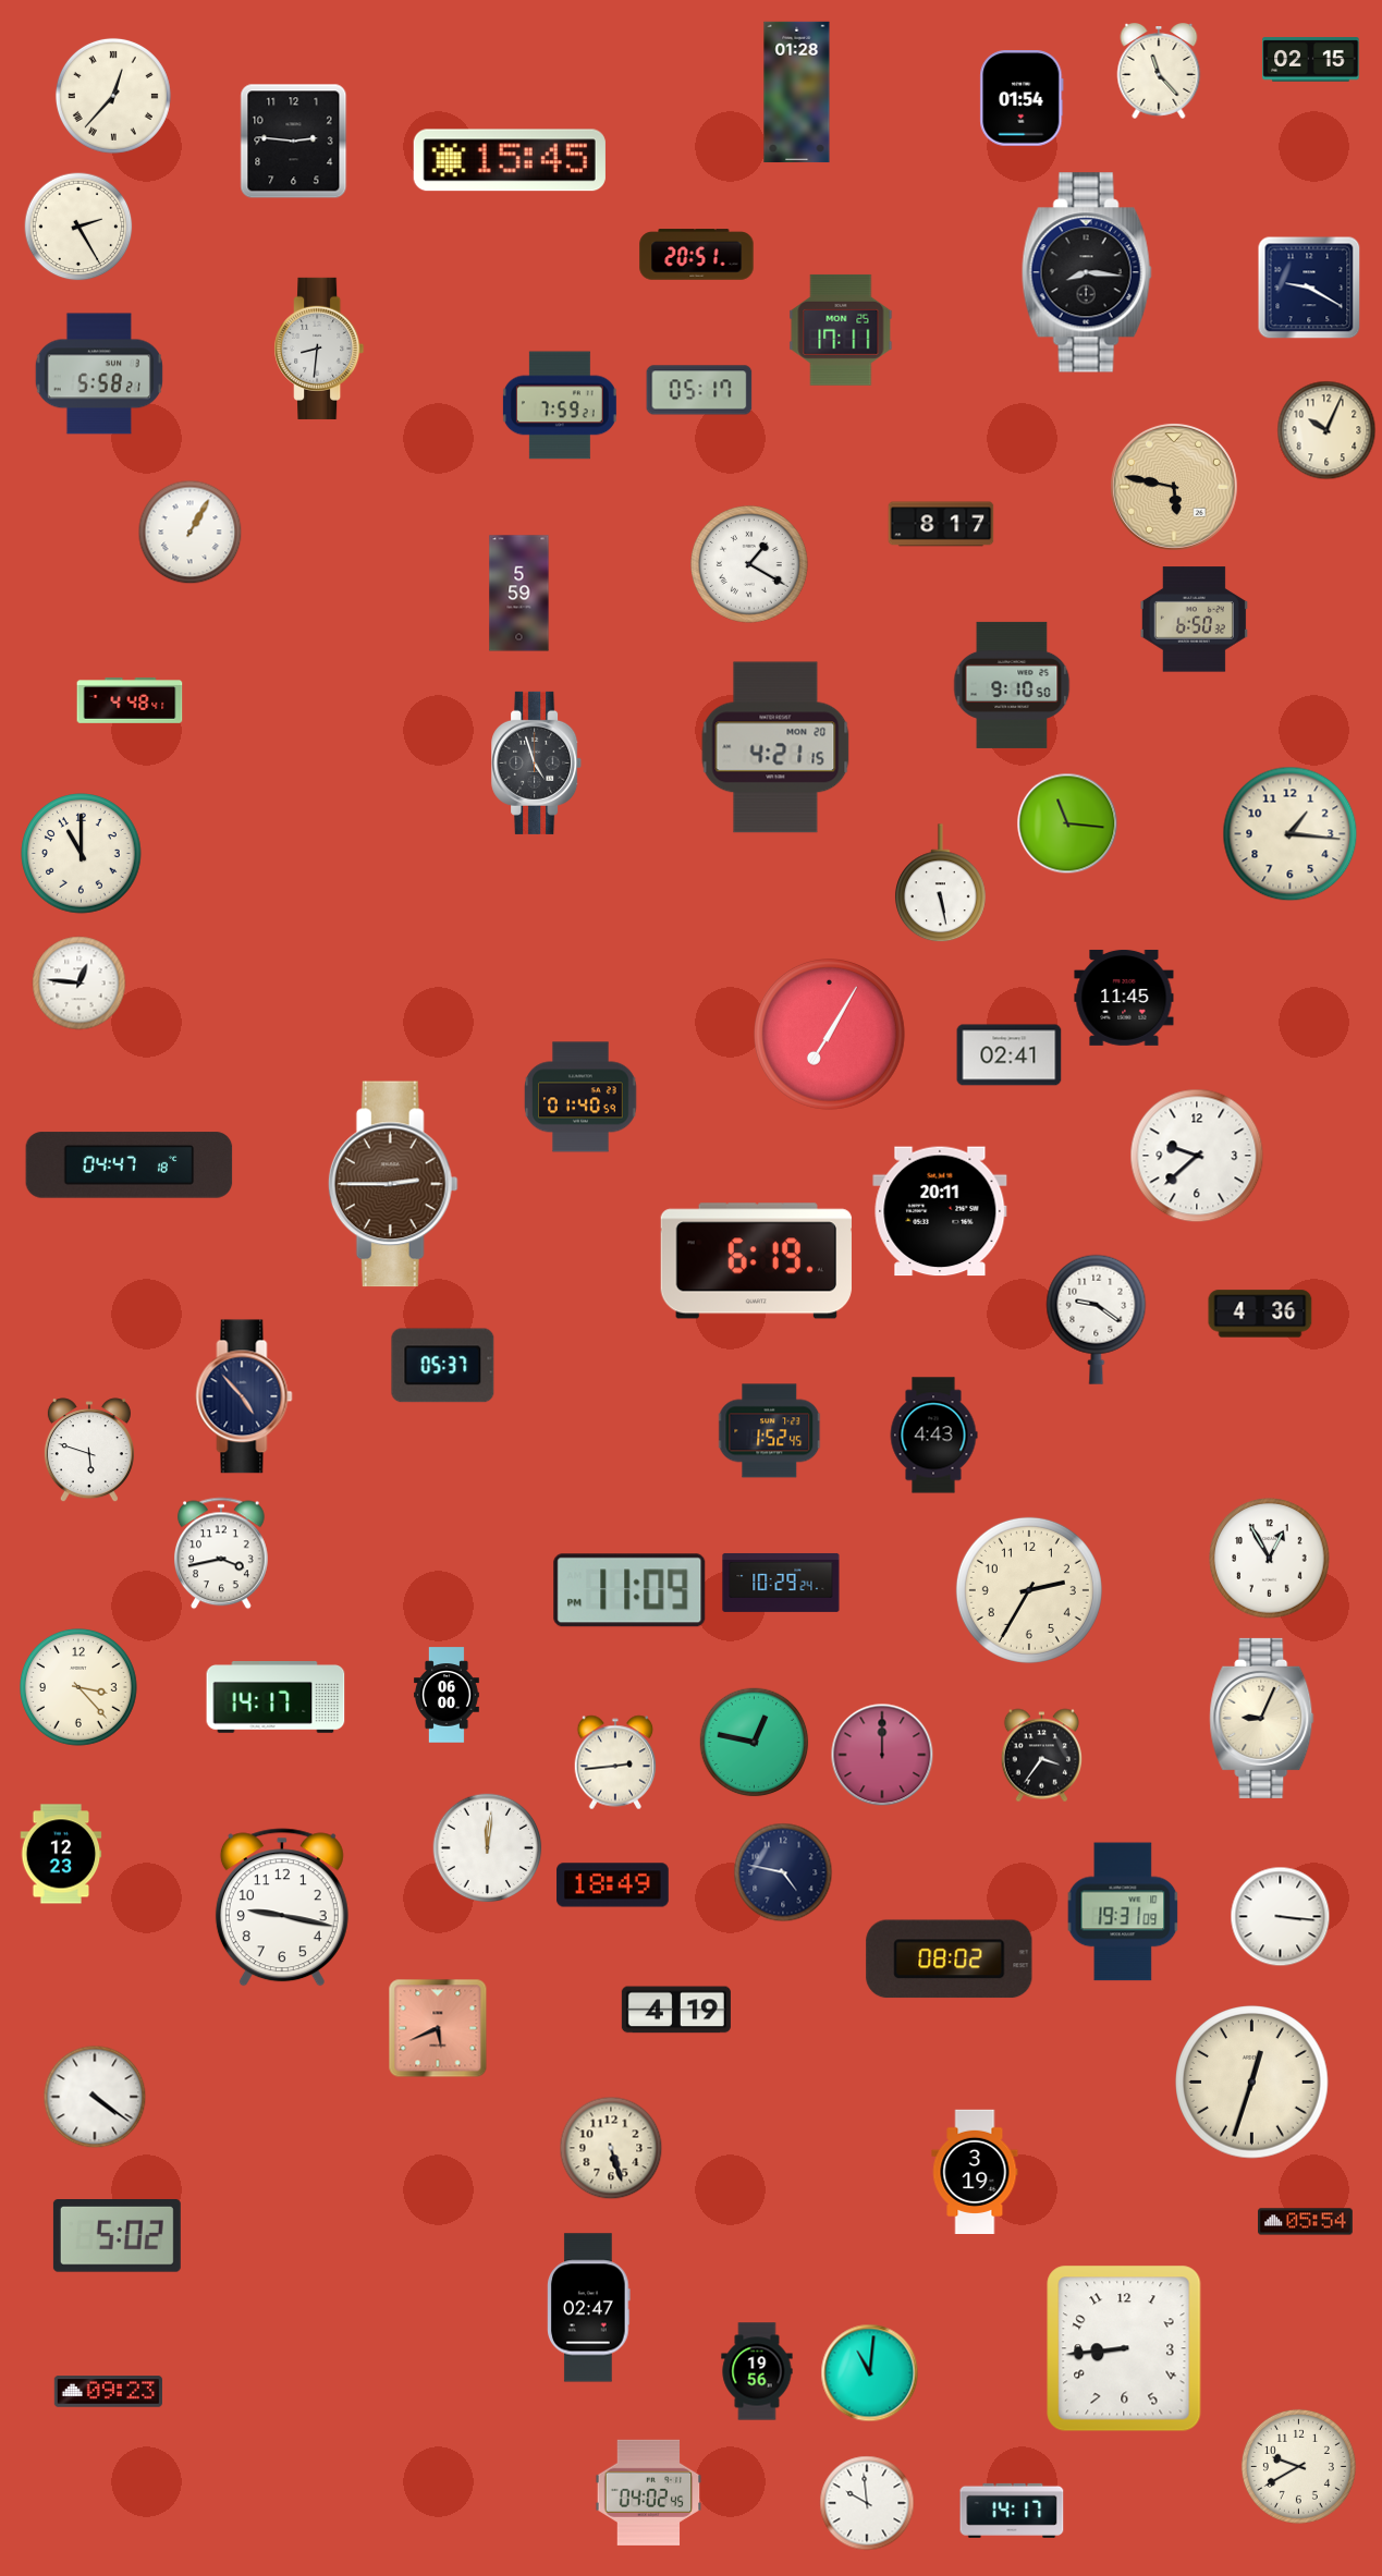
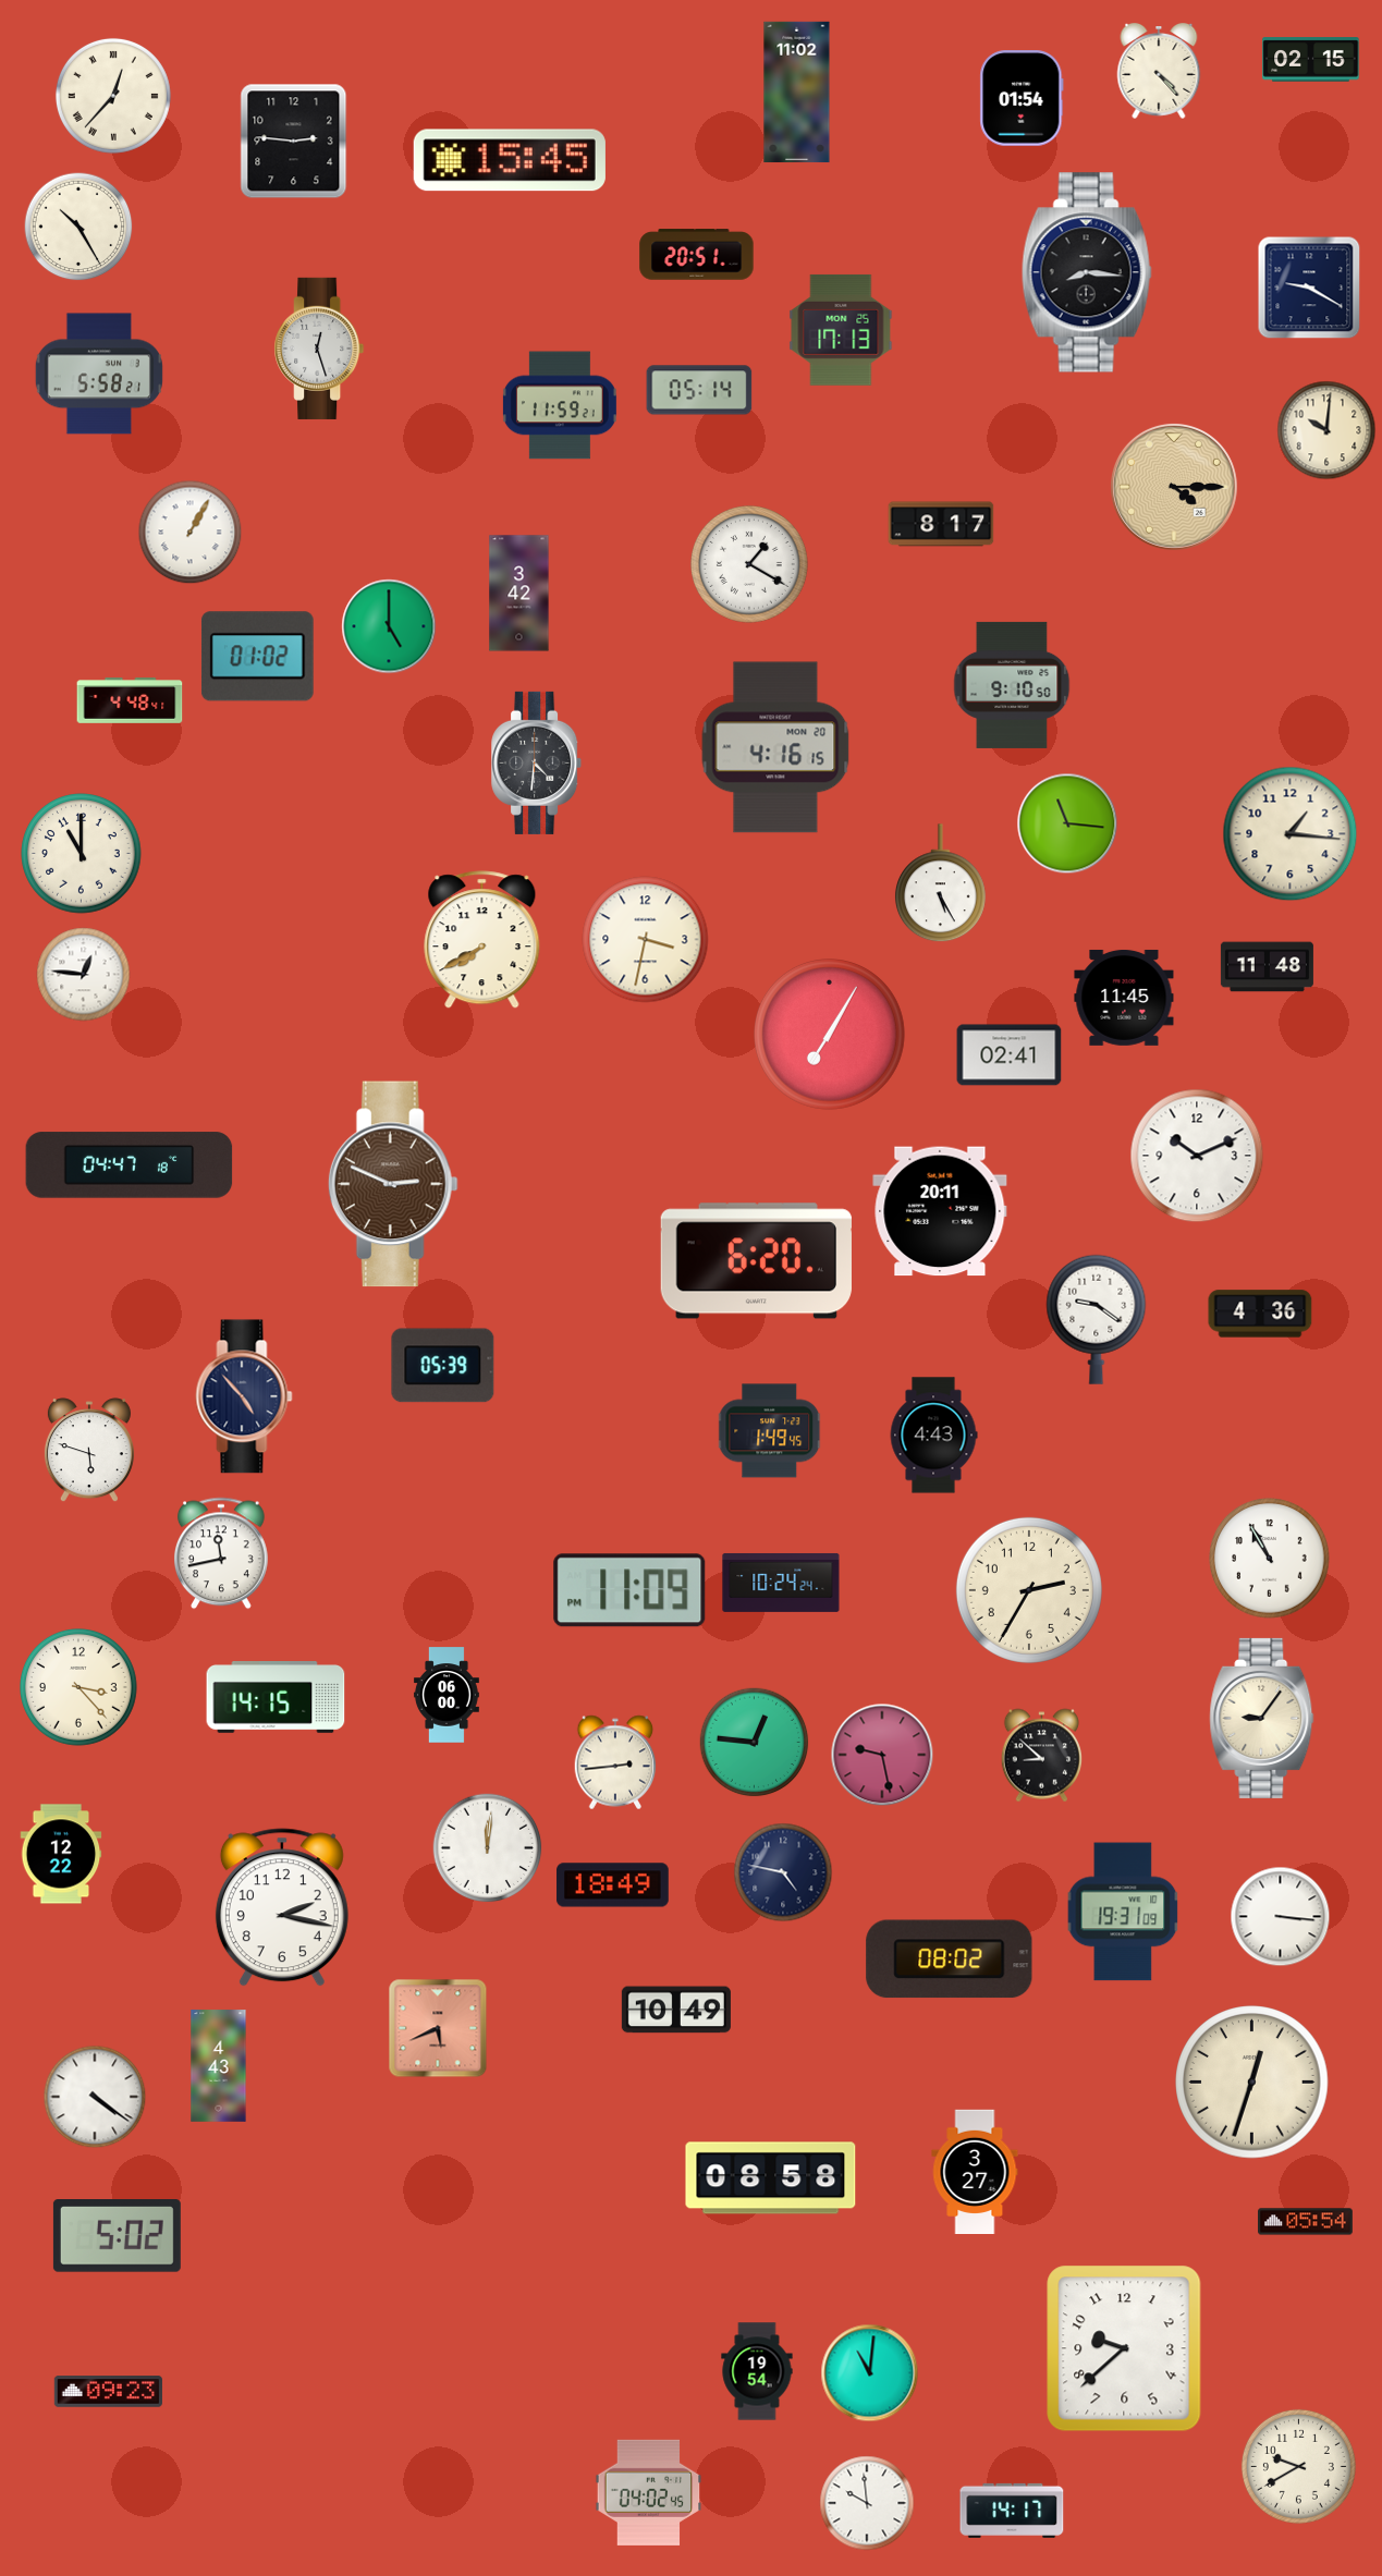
clock at (1159, 72): 11:23 -> 4:23
clock at (797, 93): 01:28 -> 11:02
clock at (78, 227): 2:25 -> 10:25
clock at (841, 330): 17:11 -> 17:13
clock at (319, 349): 8:31 -> 12:27
clock at (699, 390): 05:17 -> 05:14
clock at (560, 405): 7:59 -> 11:59
clock at (1326, 430): 10:04 -> 10:01
clock at (1174, 487): 5:47 -> 4:15
clock at (519, 594): 5:59 -> 3:42
clock at (1194, 620): 6:50 -> none
clock at (389, 626): none -> 5:00
clock at (257, 657): none -> 01:02
clock at (775, 747): 4:21 -> 4:16
clock at (537, 762): 4:57 -> 4:31
clock at (941, 883): 5:28 -> 5:25
clock at (482, 940): none -> 7:40
clock at (646, 940): none -> 3:32
clock at (1267, 967): none -> 11:48
clock at (80, 984) position: (80, 984) -> (84, 975)
clock at (580, 1097): 01:40 -> none
clock at (1197, 1156): 9:38 -> 10:11
clock at (393, 1184): 2:45 -> 2:49
clock at (756, 1261): 6:19 -> 6:20
clock at (443, 1366): 05:37 -> 05:39
clock at (770, 1431): 1:52 -> 1:49
clock at (221, 1553): 3:43 -> 11:43
clock at (1270, 1559): 12:55 -> 10:55
clock at (781, 1583): 10:29 -> 10:24
clock at (276, 1698): 14:17 -> 14:15
clock at (1262, 1718): 9:04 -> 9:06
clock at (755, 1743): 12:47 -> 12:46
clock at (882, 1755): 12:00 -> 9:28
clock at (1041, 1756): 3:36 -> 8:52
clock at (61, 1854): 12:23 -> 12:22
clock at (282, 1907): 9:17 -> 2:17
clock at (676, 2010): 4:19 -> 10:49
clock at (219, 2066): none -> 4:43
clock at (611, 2148): 5:27 -> none
clock at (975, 2171): 3:19 -> 3:27
clock at (771, 2178): none -> 08:58
clock at (589, 2308): 02:47 -> none
clock at (1124, 2348): 8:44 -> 9:38
clock at (757, 2371): 19:56 -> 19:54
